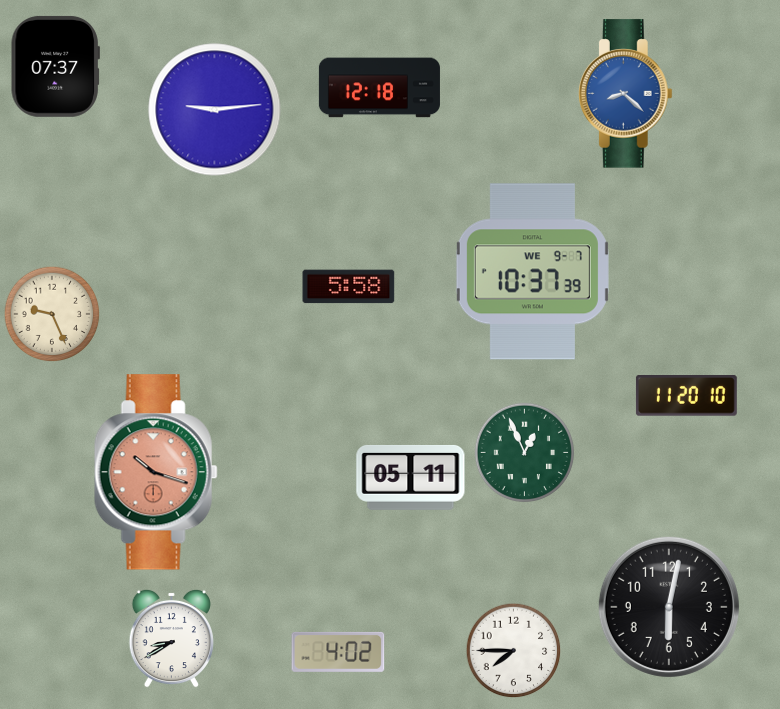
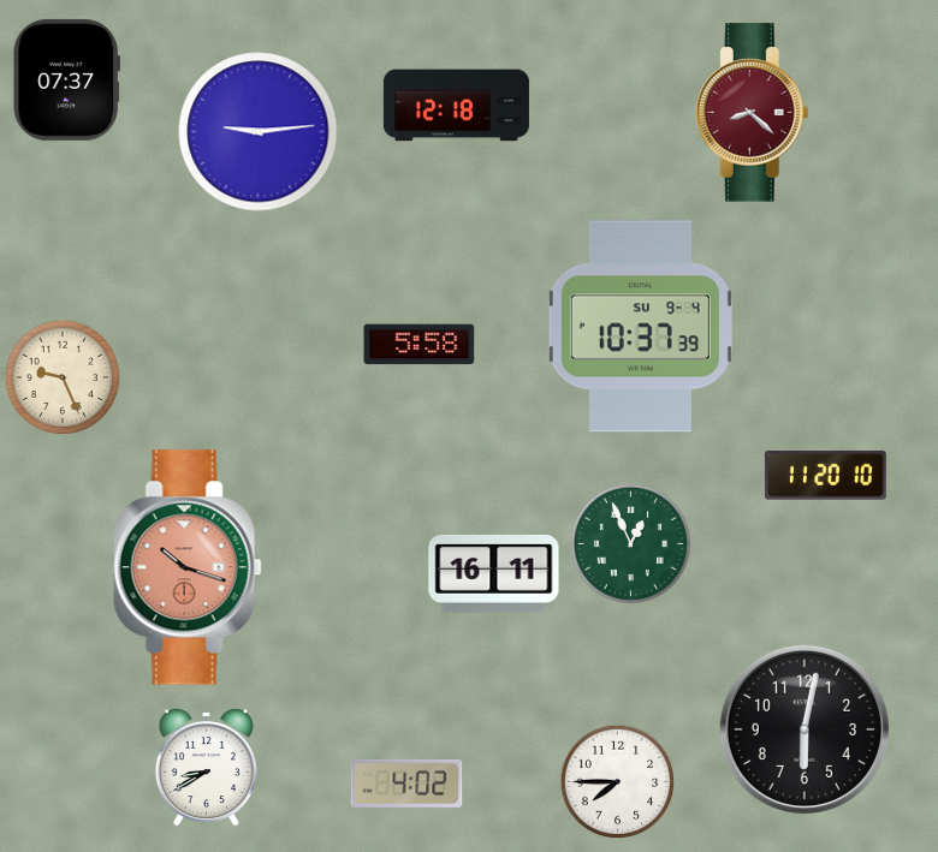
clock at (625, 94) dial: blue -> burgundy
clock at (532, 272) date: WE 9-7 -> SU 9-4
clock at (411, 477): 05:11 -> 16:11
